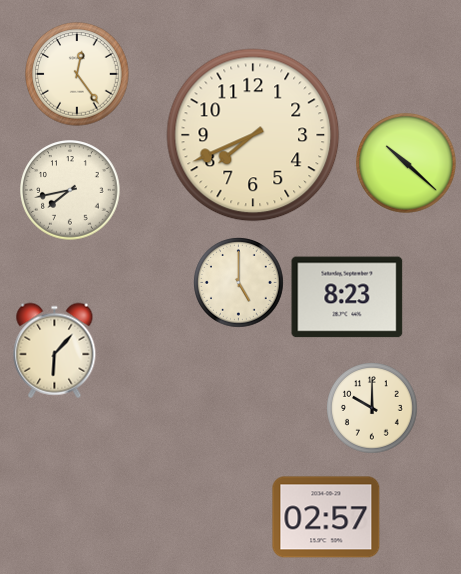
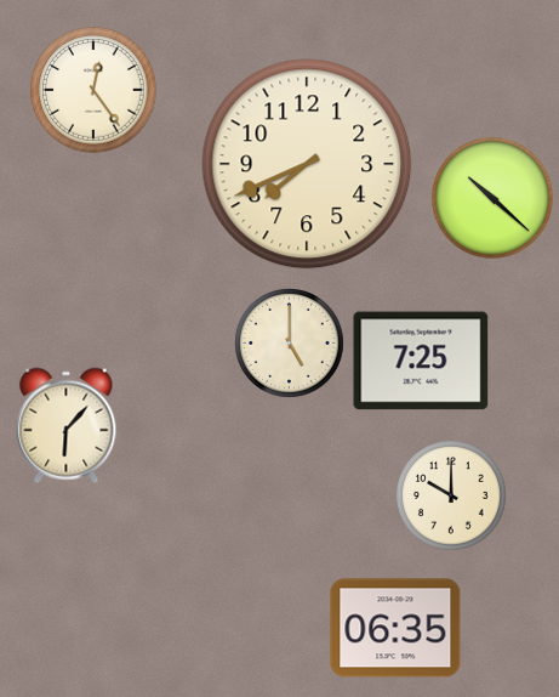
clock at (70, 190): 7:43 -> none
clock at (347, 297): 8:23 -> 7:25
clock at (326, 517): 02:57 -> 06:35
